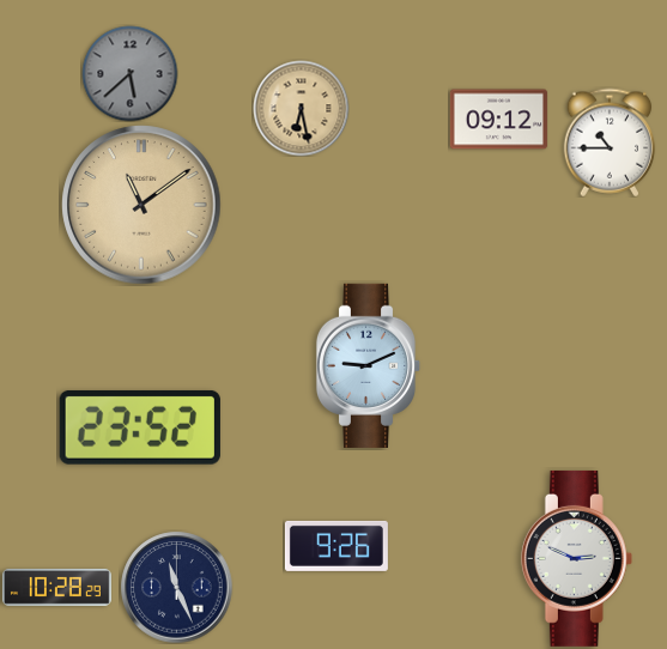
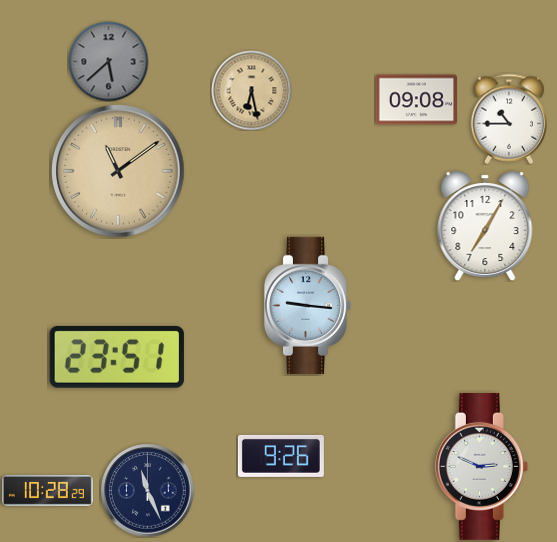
clock at (498, 120): 09:12 -> 09:08
clock at (485, 226): none -> 7:05
clock at (369, 365): 9:11 -> 9:16
clock at (140, 427): 23:52 -> 23:51
